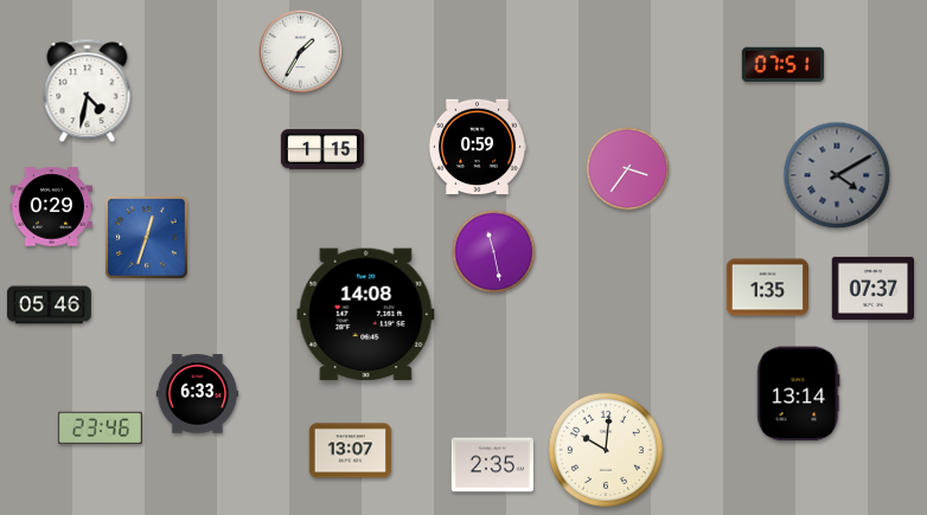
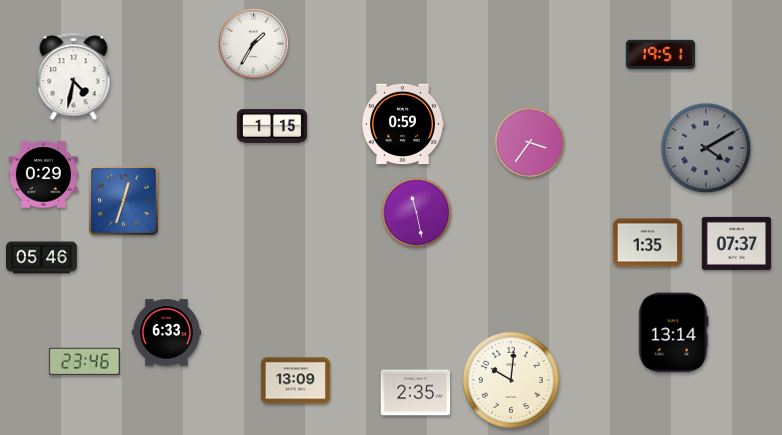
clock at (784, 65): 07:51 -> 19:51
clock at (366, 315): 14:08 -> none
clock at (351, 451): 13:07 -> 13:09
